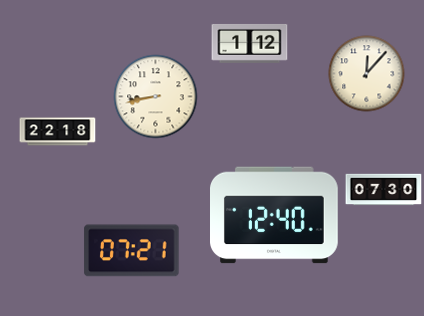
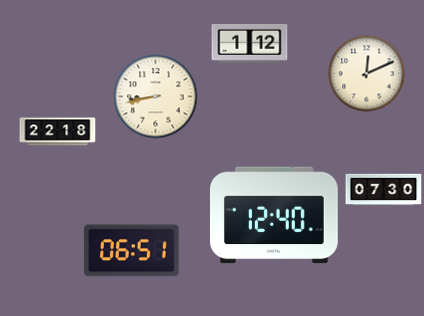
clock at (367, 74): 12:07 -> 12:11
clock at (132, 251): 07:21 -> 06:51
